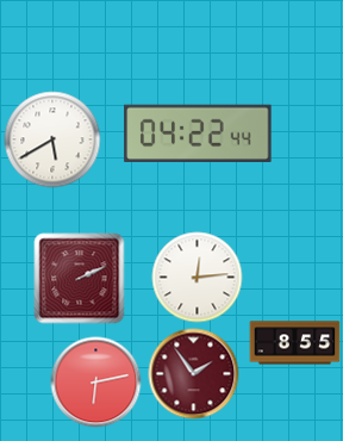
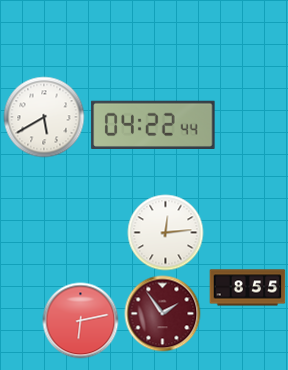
clock at (198, 132) position: (198, 132) -> (153, 124)
clock at (80, 279): 2:11 -> none
